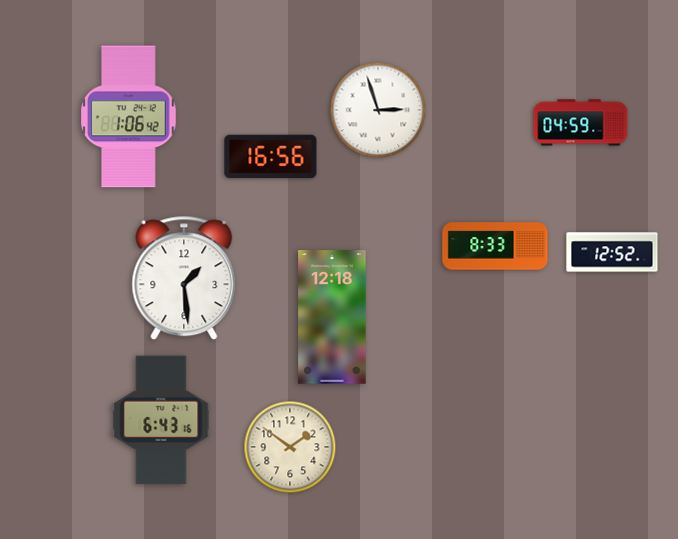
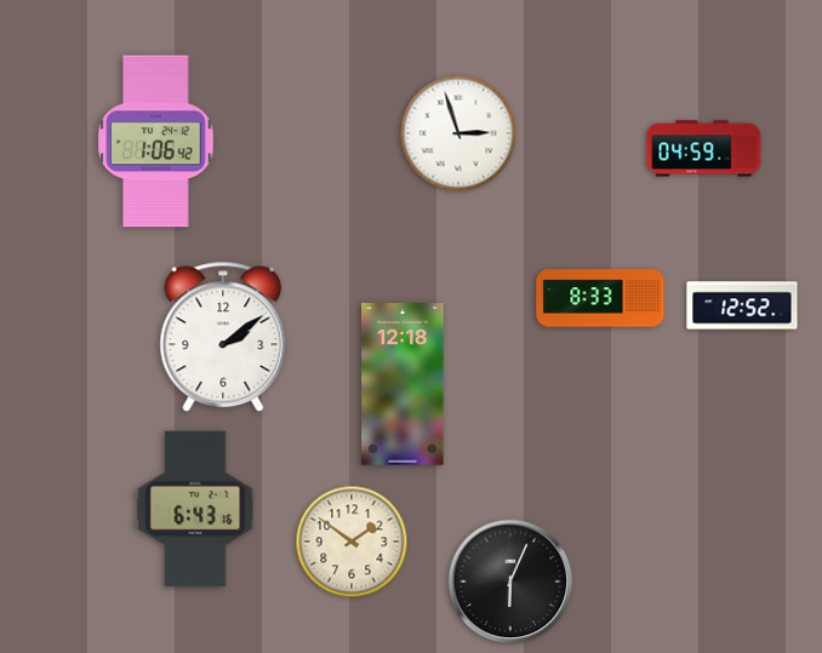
clock at (271, 157): 16:56 -> none
clock at (184, 278): 1:29 -> 2:09
clock at (510, 582): none -> 6:04
